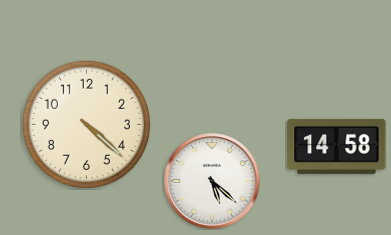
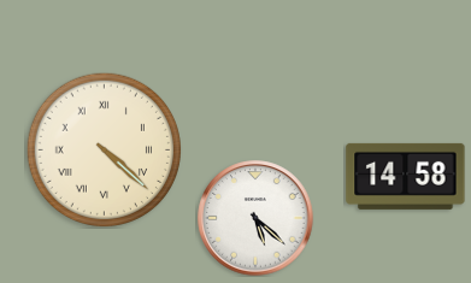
clock at (86, 124) numerals: Arabic -> Roman
